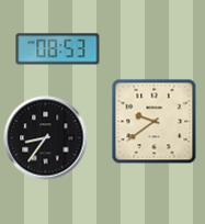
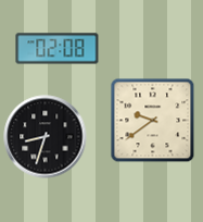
clock at (58, 49): 08:53 -> 02:08
clock at (46, 138): 8:36 -> 8:33
